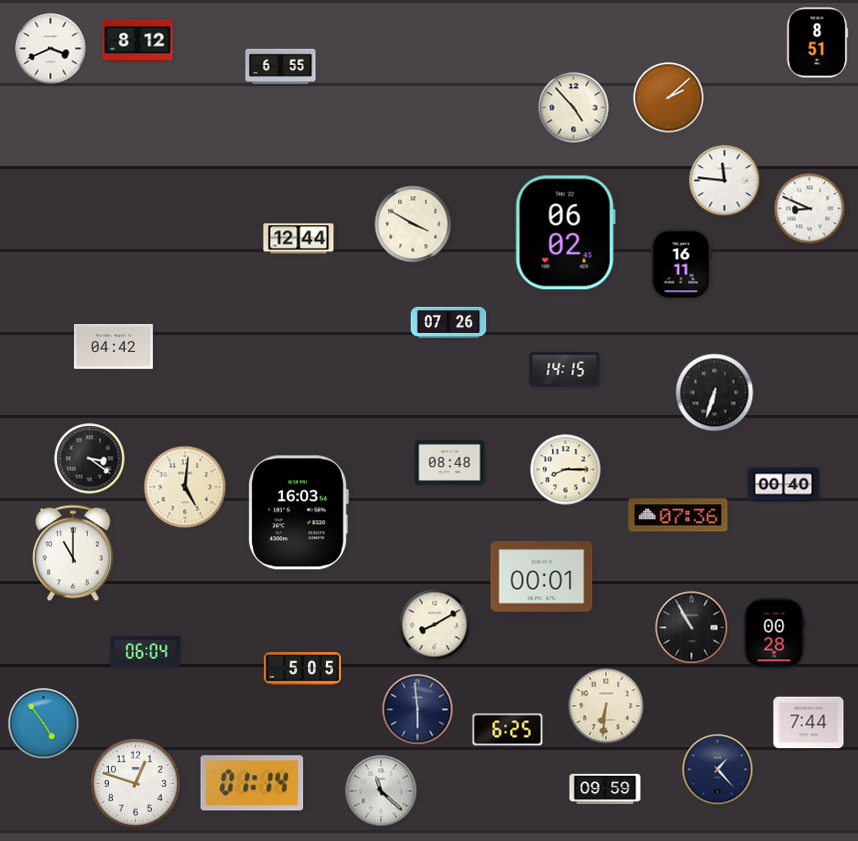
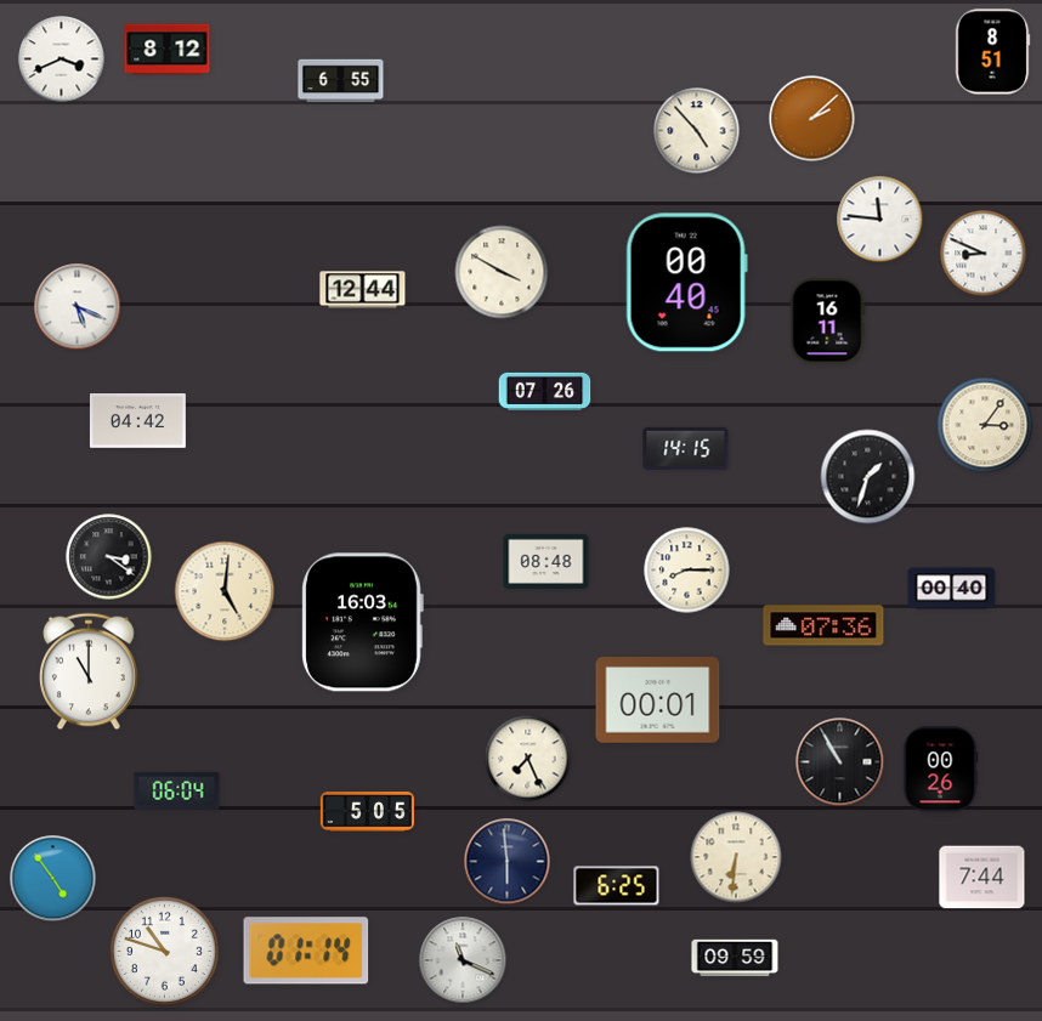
clock at (565, 233): 06:02 -> 00:40
clock at (78, 307): none -> 5:19
clock at (985, 425): none -> 3:06
clock at (715, 393): 6:33 -> 1:33
clock at (435, 625): 8:10 -> 7:26
clock at (774, 634): 00:28 -> 00:26
clock at (718, 770): 1:23 -> none
clock at (135, 783): 12:48 -> 10:48
clock at (381, 791): 11:22 -> 11:19
